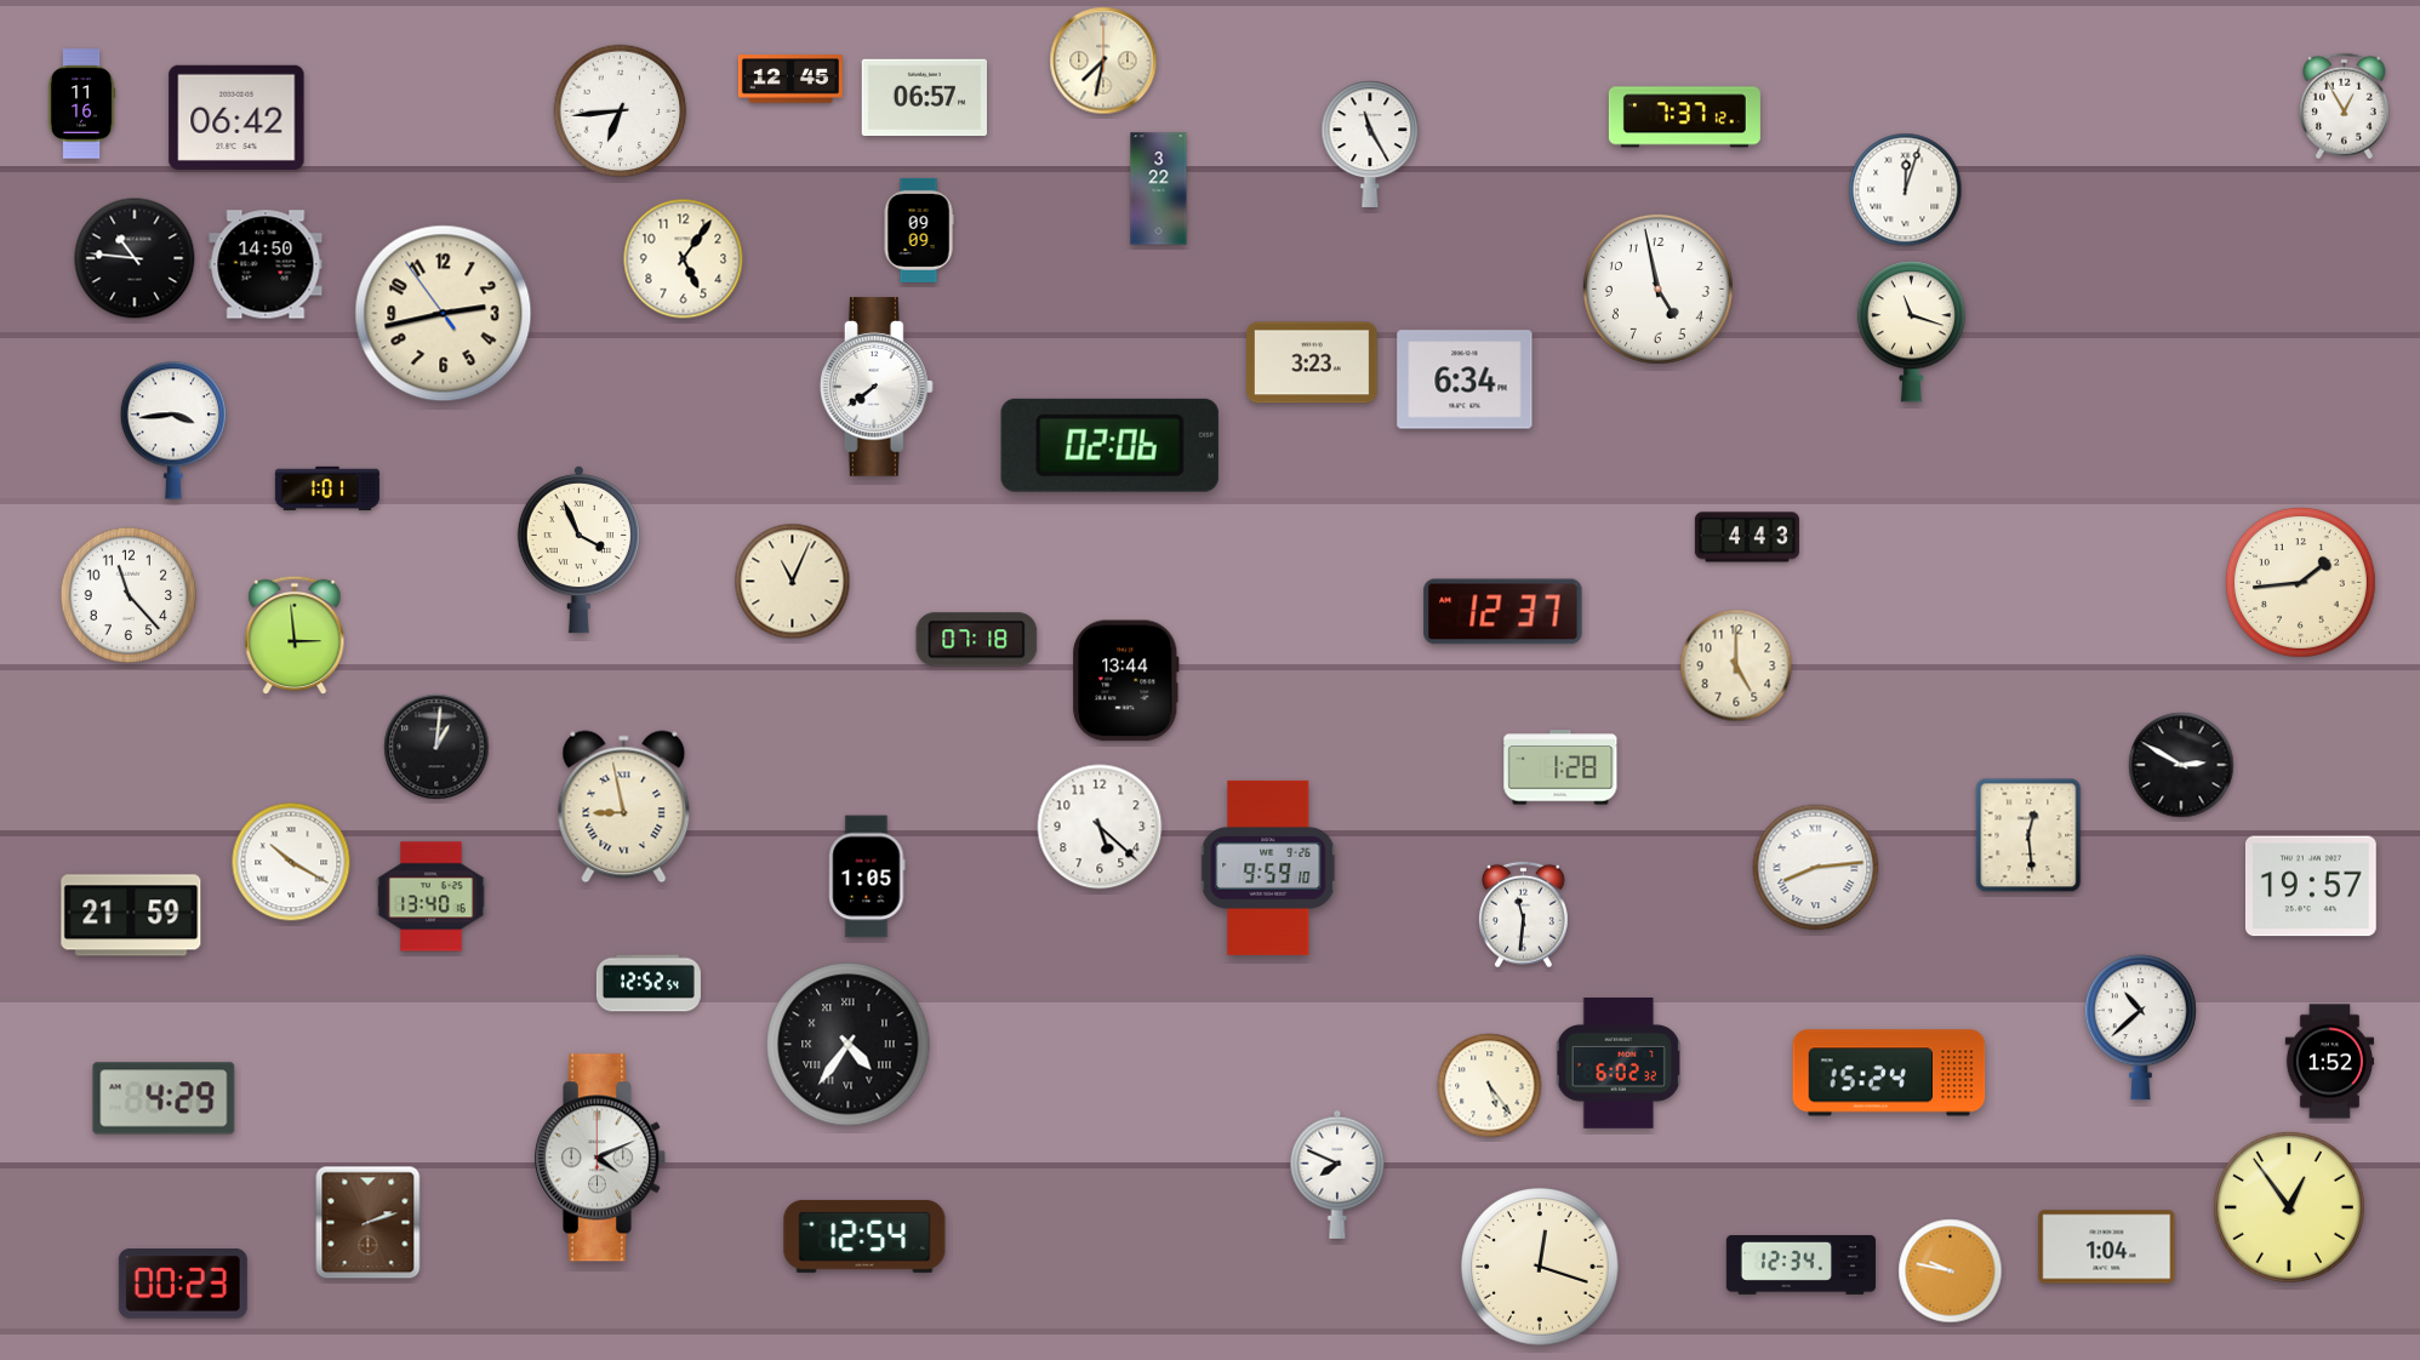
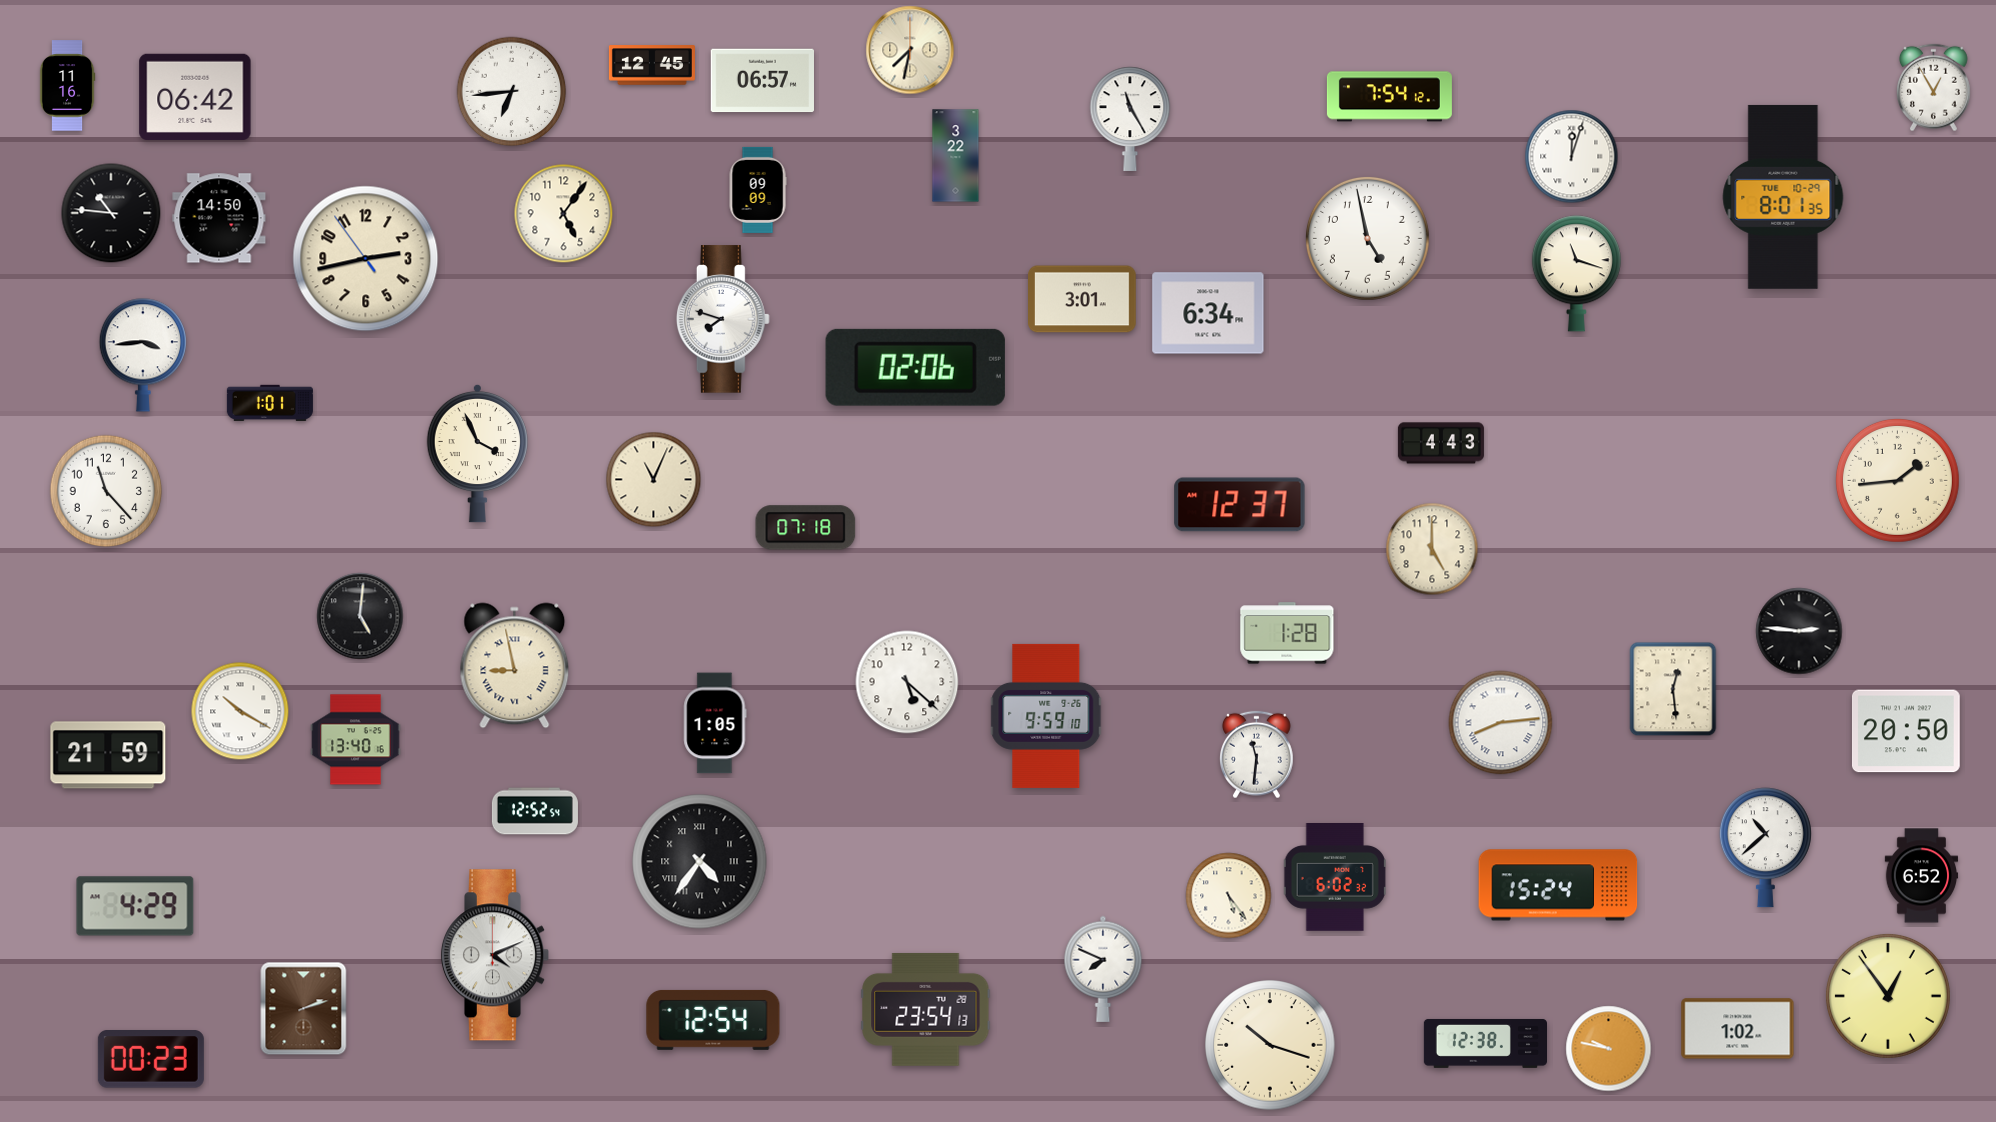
clock at (1684, 118): 7:37 -> 7:54
clock at (1783, 197): none -> 8:01
clock at (1313, 362): 3:23 -> 3:01
clock at (877, 387): 7:39 -> 7:48
clock at (295, 635): 2:59 -> none
clock at (1126, 681): 13:44 -> none
clock at (436, 747): 1:01 -> 5:01
clock at (2181, 765): 2:50 -> 2:46
clock at (1816, 868) position: (1816, 868) -> (1501, 723)
clock at (2311, 886): 19:57 -> 20:50
clock at (2330, 1062): 1:52 -> 6:52
clock at (926, 1010): none -> 23:54
clock at (2107, 1247): 1:04 -> 1:02
clock at (1800, 1264): 12:34 -> 12:38
clock at (1540, 1267): 12:18 -> 10:18
